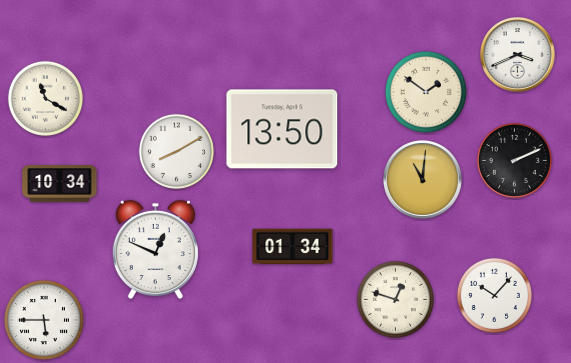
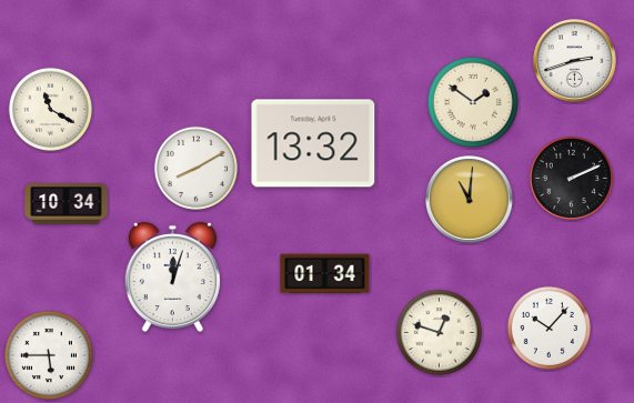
clock at (518, 55): 3:41 -> 2:42
clock at (282, 129): 13:50 -> 13:32
clock at (155, 250): 12:49 -> 12:03
